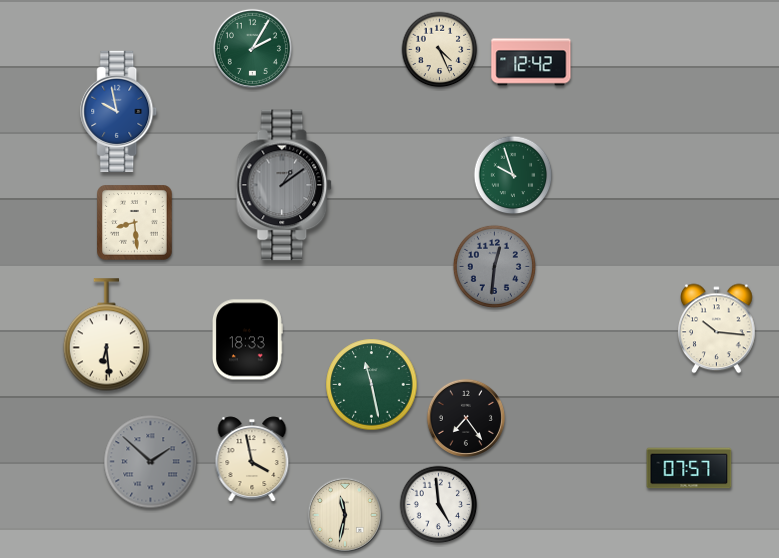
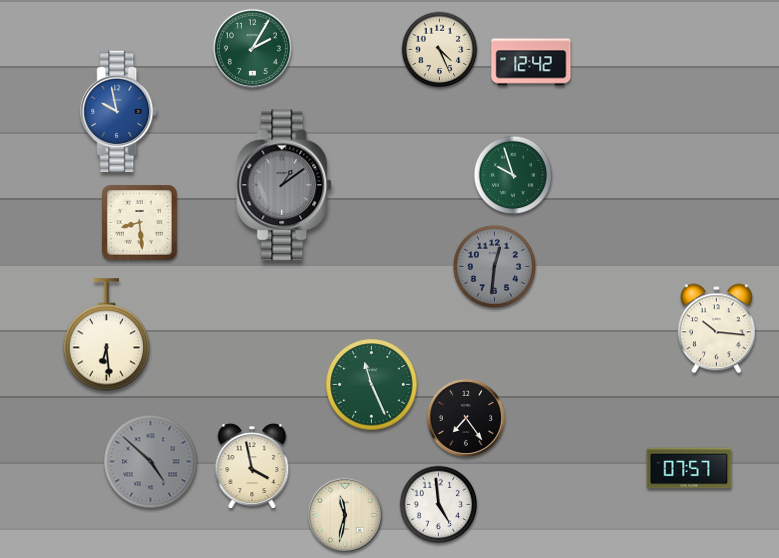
clock at (135, 223) position: (135, 223) -> (140, 223)
clock at (247, 340): 18:33 -> none
clock at (372, 385): 11:28 -> 11:26
clock at (252, 459) position: (252, 459) -> (252, 466)
clock at (151, 462): 1:52 -> 4:52
